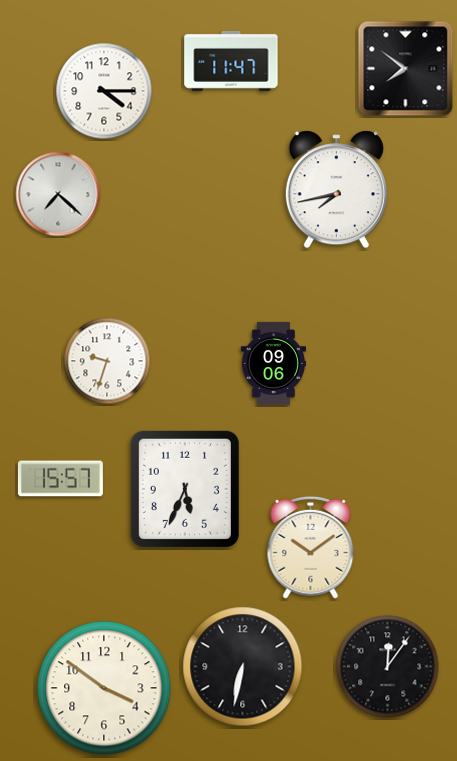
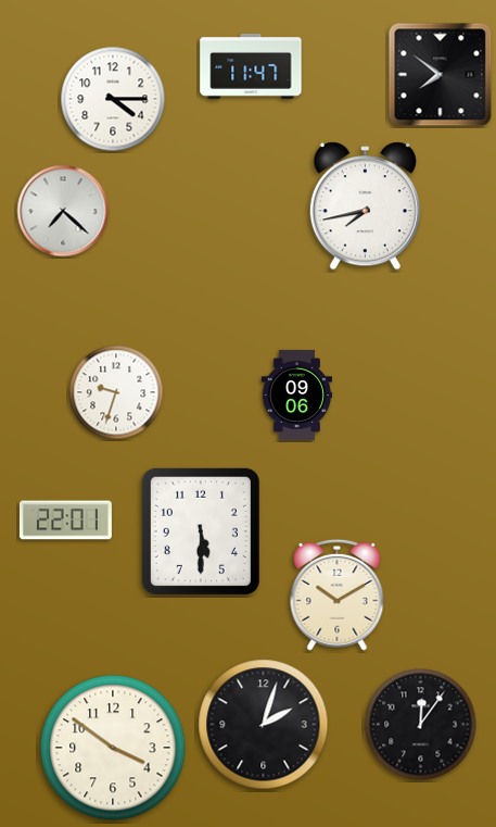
clock at (60, 479): 15:57 -> 22:01
clock at (185, 489): 5:34 -> 5:30
clock at (311, 547): 10:09 -> 10:10
clock at (243, 667): 6:32 -> 2:03
